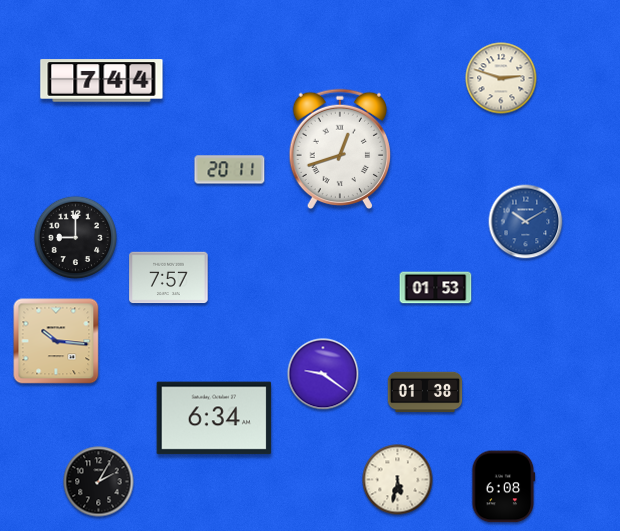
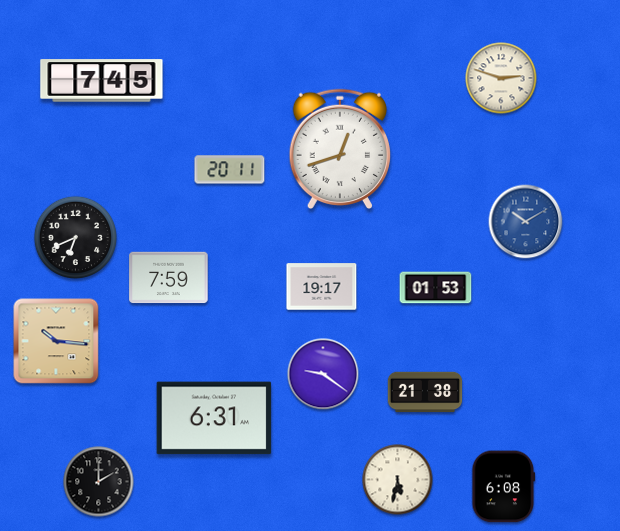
clock at (102, 81): 7:44 -> 7:45
clock at (76, 238): 9:00 -> 6:41
clock at (169, 278): 7:57 -> 7:59
clock at (322, 287): none -> 19:17
clock at (425, 392): 01:38 -> 21:38
clock at (214, 418): 6:34 -> 6:31
clock at (99, 482): 2:05 -> 2:00
